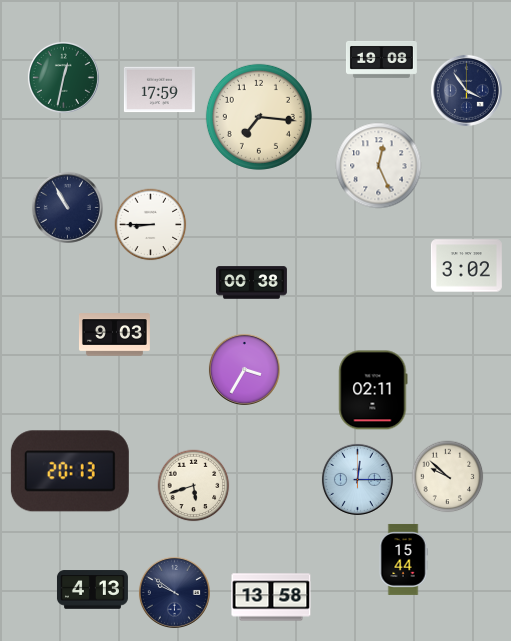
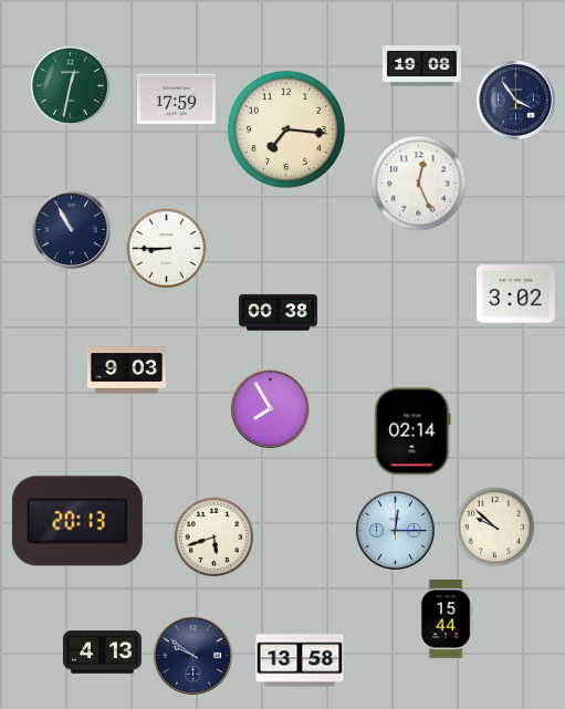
clock at (67, 207) position: (67, 207) -> (71, 229)
clock at (244, 369): 3:35 -> 7:55
clock at (373, 390): 02:11 -> 02:14
